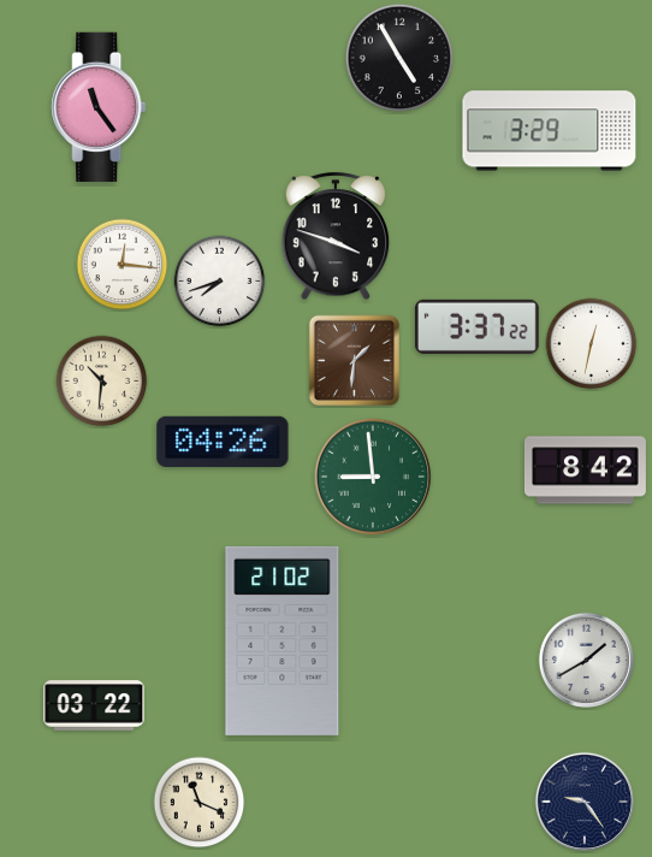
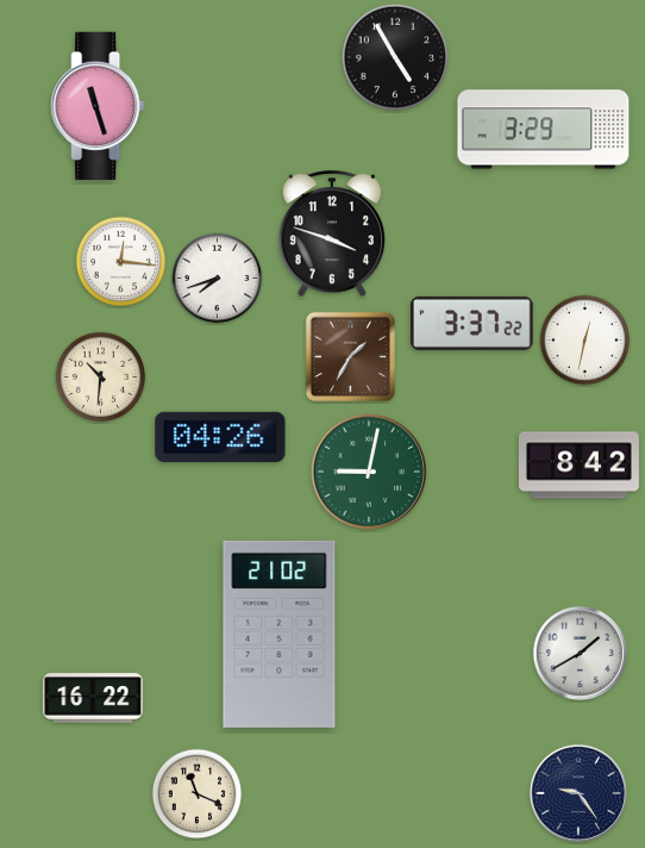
clock at (99, 107): 11:24 -> 11:27
clock at (354, 360): 1:31 -> 1:35
clock at (373, 477): 8:59 -> 9:02
clock at (94, 705): 03:22 -> 16:22
